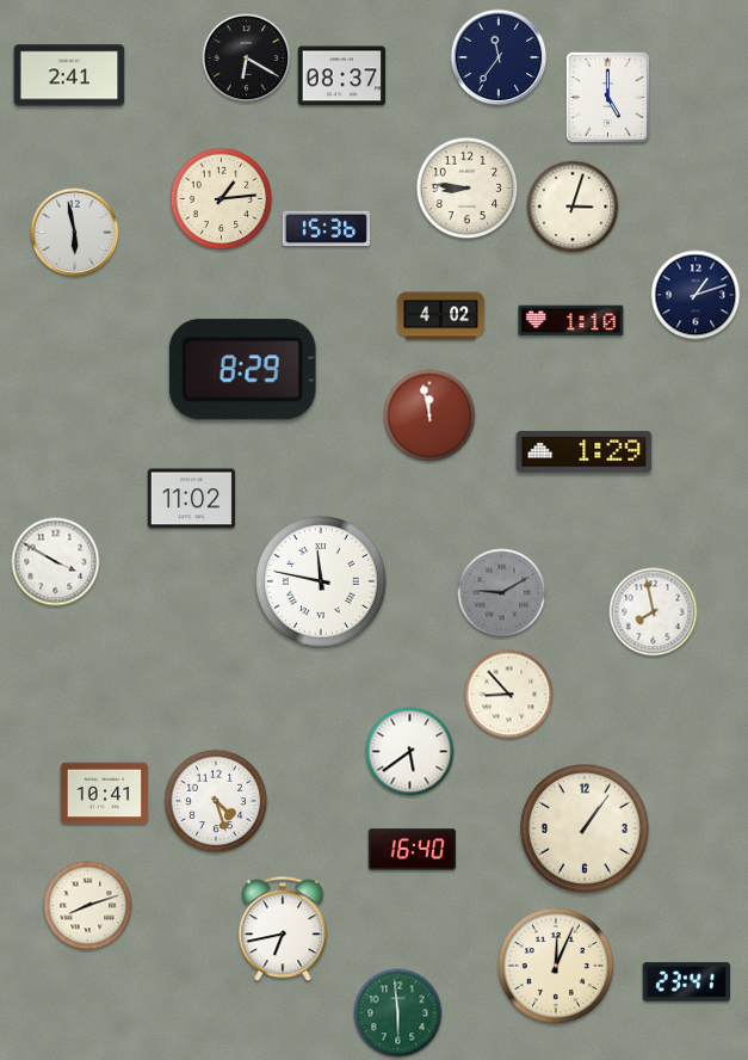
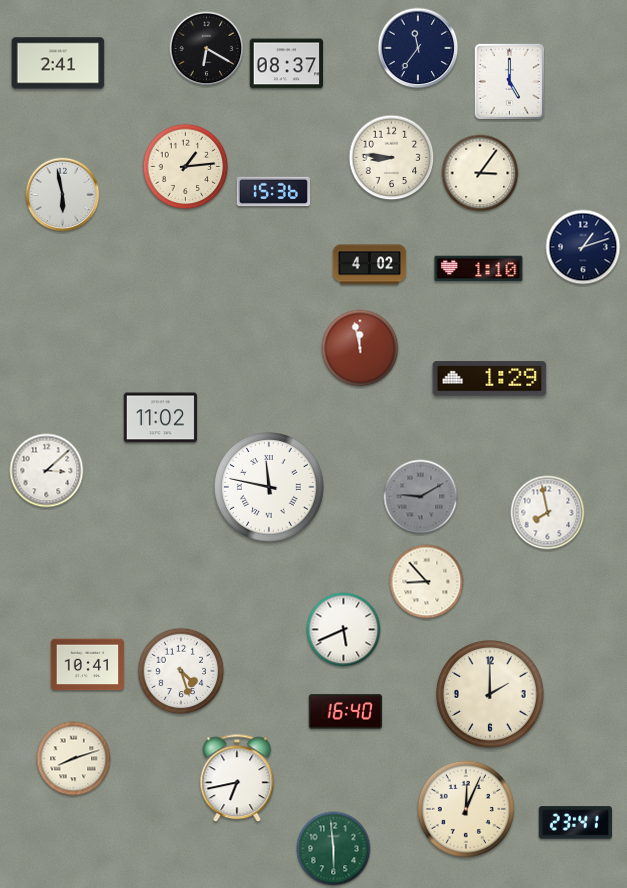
clock at (573, 207): 3:03 -> 3:06
clock at (242, 370): 8:29 -> none
clock at (56, 562): 3:50 -> 3:08
clock at (410, 752): 5:39 -> 5:41
clock at (586, 830): 1:06 -> 2:00
